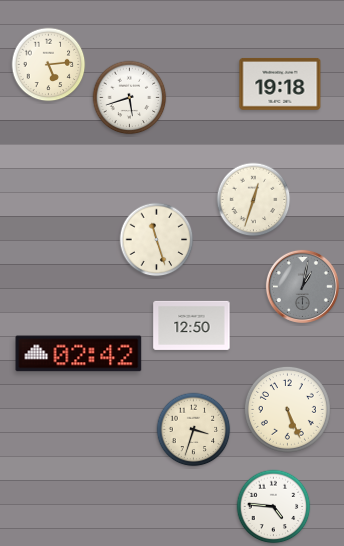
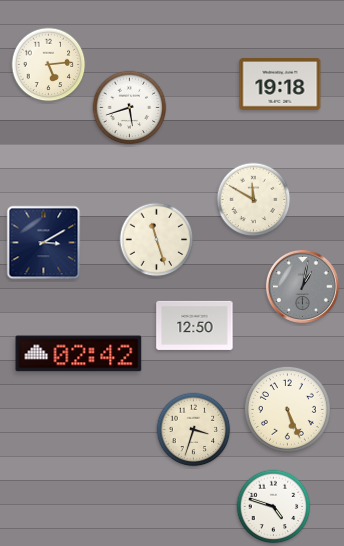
clock at (130, 98) position: (130, 98) -> (130, 108)
clock at (254, 200): 12:33 -> 11:50
clock at (44, 243): none -> 3:10
clock at (192, 325) position: (192, 325) -> (195, 325)
clock at (274, 507): 4:46 -> 4:48
